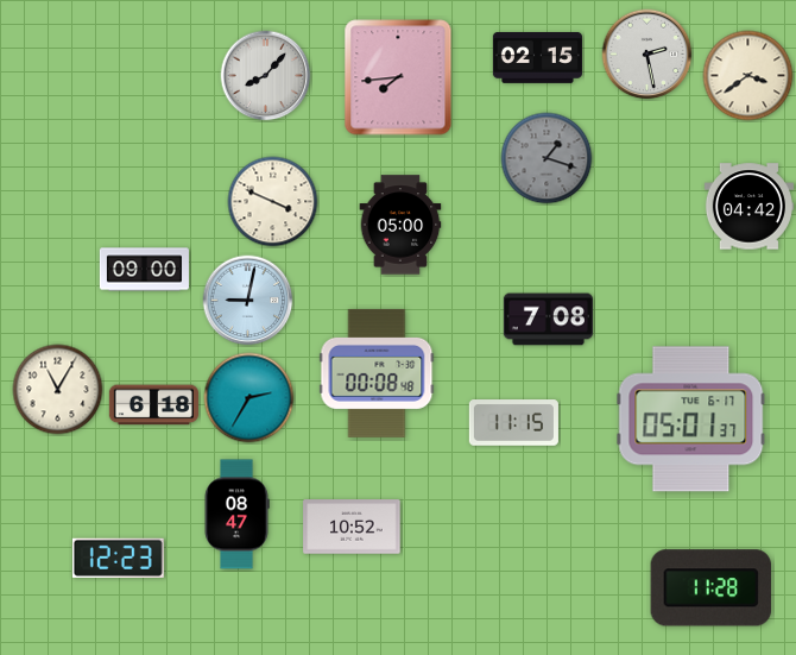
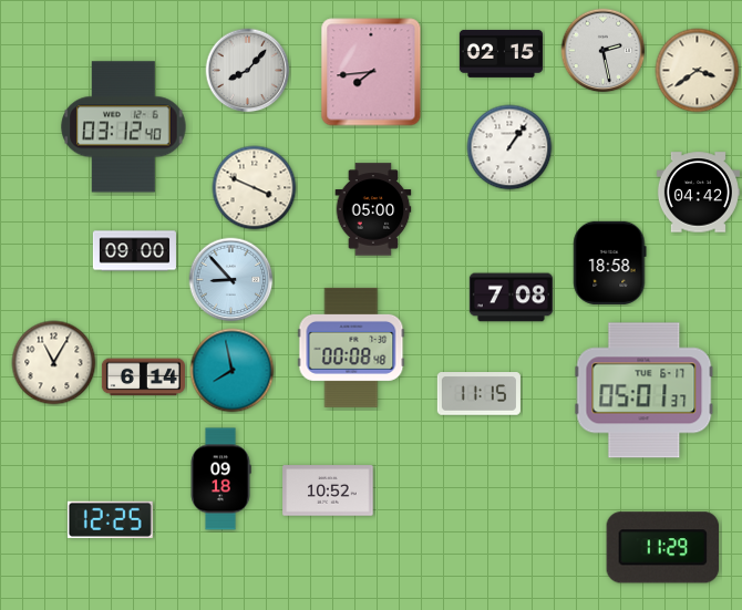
clock at (124, 127): none -> 03:12
clock at (547, 158): 1:18 -> 1:06
clock at (547, 158) dial: grey -> white
clock at (610, 262): none -> 18:58
clock at (248, 301): 9:02 -> 8:53
clock at (249, 398): 2:35 -> 7:58
clock at (153, 405): 6:18 -> 6:14
clock at (236, 515): 08:47 -> 09:18
clock at (118, 558): 12:23 -> 12:25
clock at (710, 588): 11:28 -> 11:29
